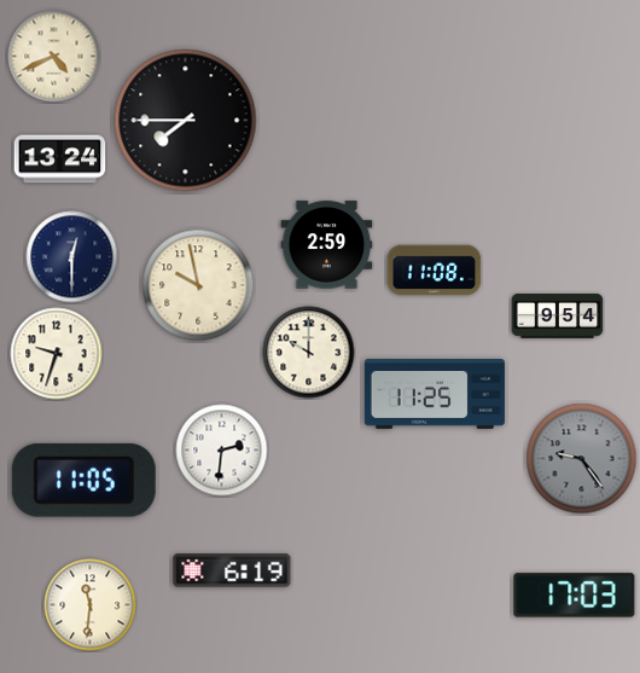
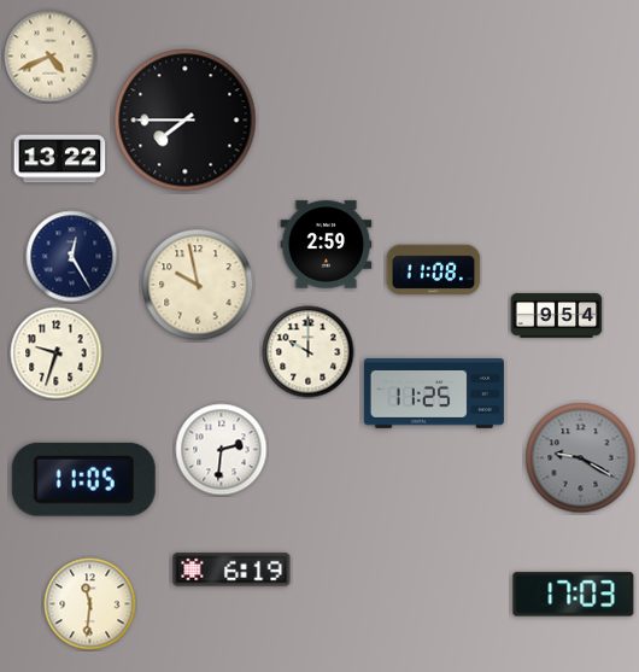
clock at (54, 57) position: (54, 57) -> (51, 57)
clock at (60, 159): 13:24 -> 13:22
clock at (72, 257): 12:30 -> 12:25
clock at (582, 459): 9:24 -> 9:20
